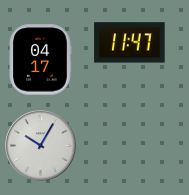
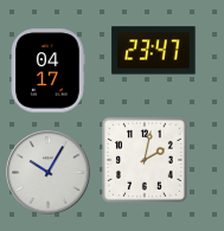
clock at (130, 43): 11:47 -> 23:47
clock at (146, 161): none -> 2:02
